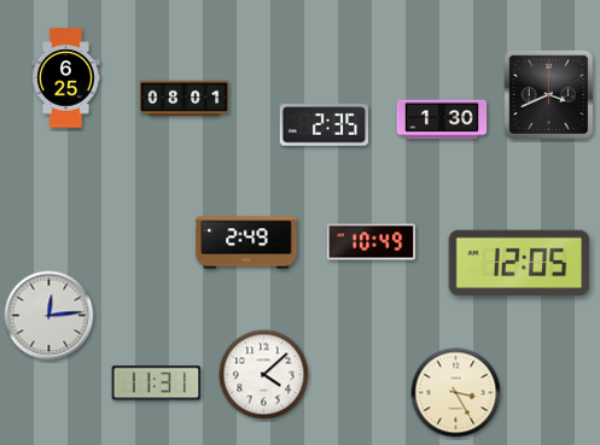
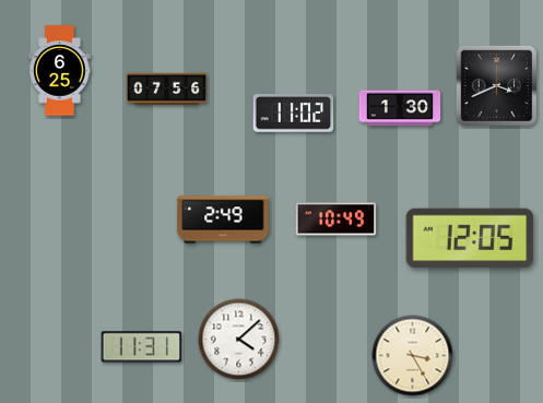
clock at (185, 99): 08:01 -> 07:56
clock at (325, 125): 2:35 -> 11:02
clock at (49, 316): 12:14 -> none
